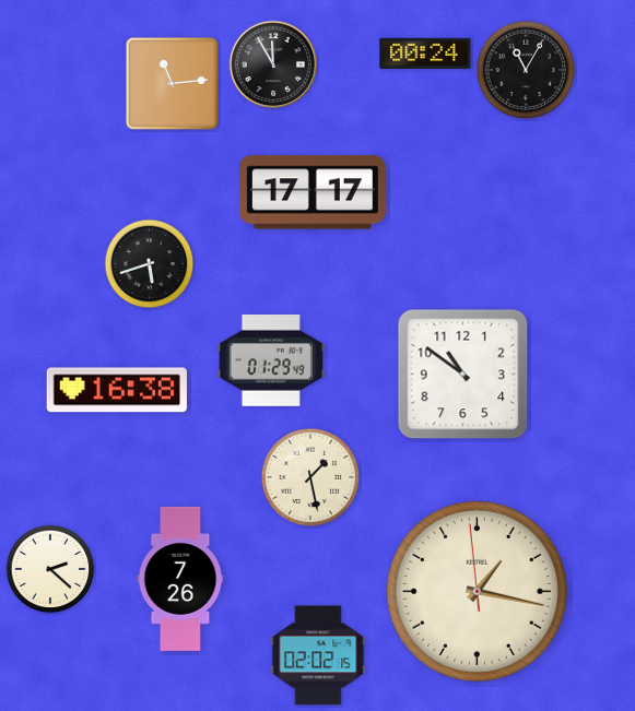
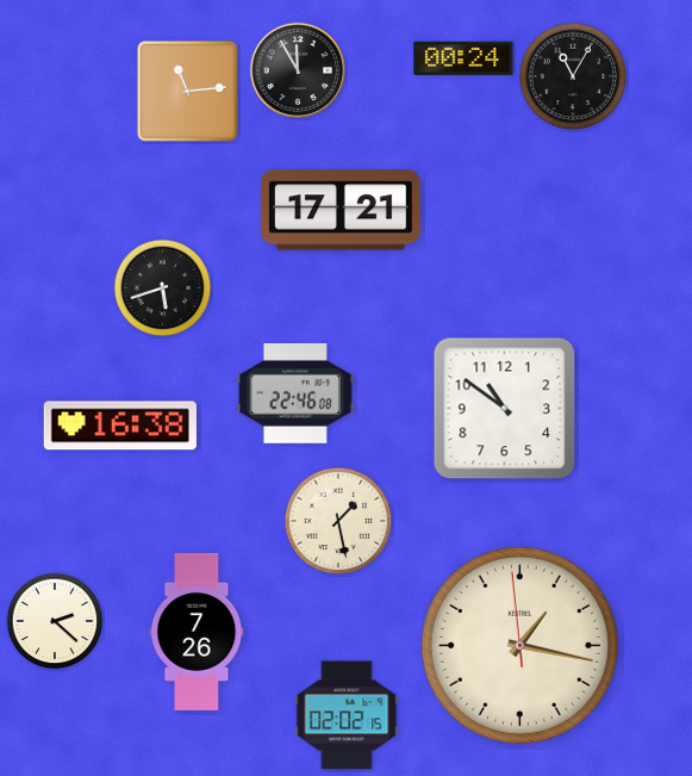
clock at (313, 192): 17:17 -> 17:21
clock at (271, 360): 01:29 -> 22:46
clock at (117, 390) position: (117, 390) -> (120, 426)
